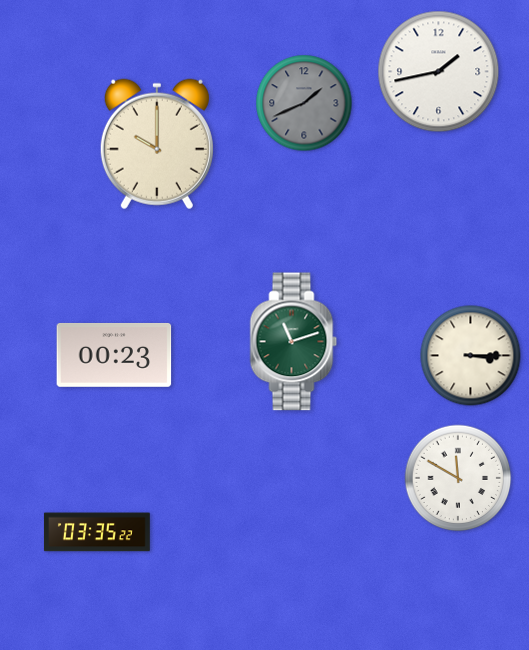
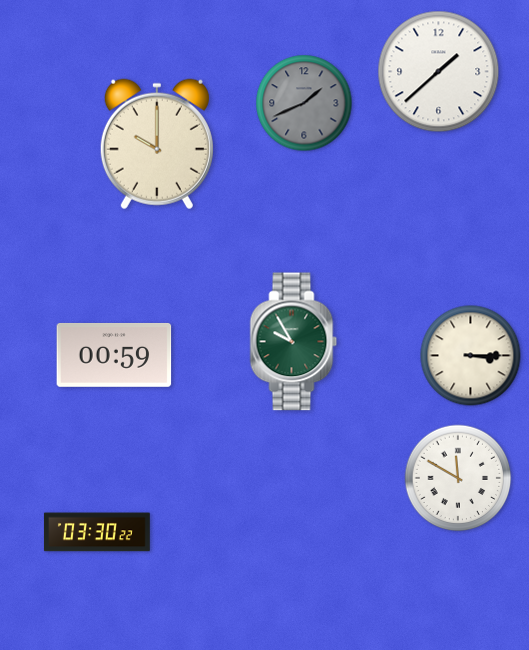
clock at (439, 72): 1:43 -> 1:38
clock at (294, 342): 11:12 -> 9:55
clock at (114, 355): 00:23 -> 00:59
clock at (97, 532): 03:35 -> 03:30
